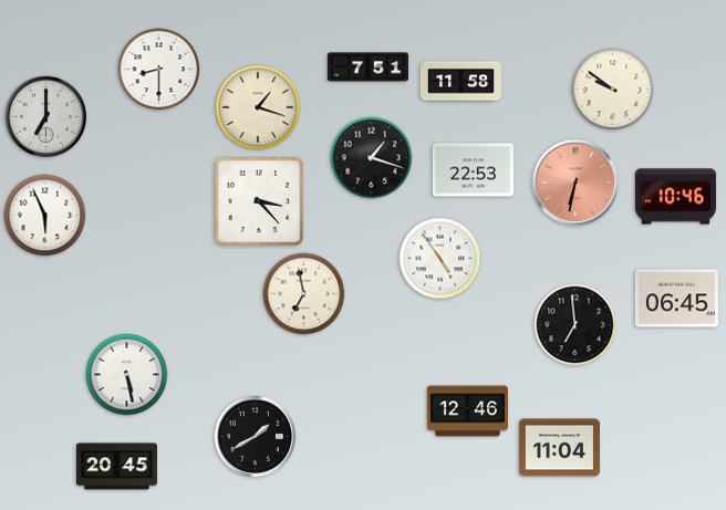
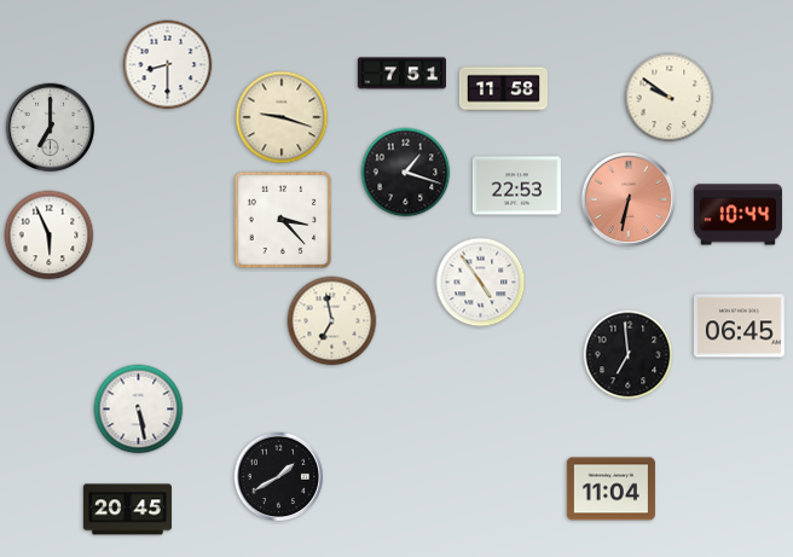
clock at (159, 70) position: (159, 70) -> (168, 65)
clock at (258, 107): 1:18 -> 9:18
clock at (675, 197): 10:46 -> 10:44
clock at (467, 412): 12:46 -> none
